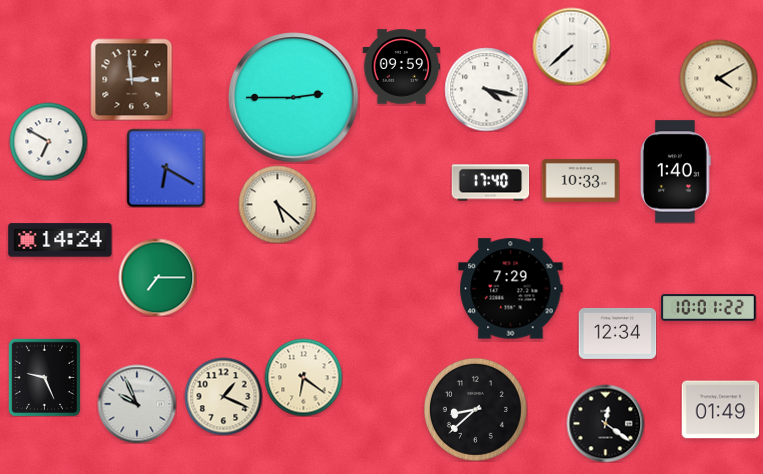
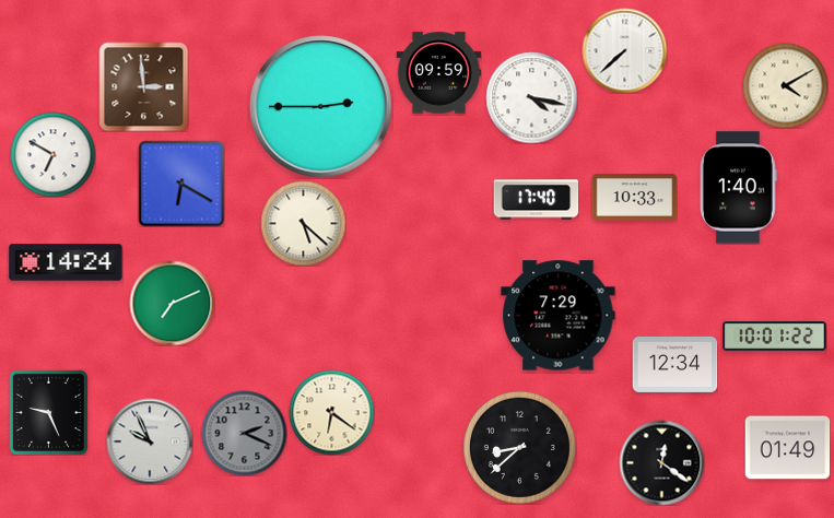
clock at (157, 277): 7:15 -> 7:11
clock at (223, 396): 1:19 -> 2:19
clock at (223, 396) dial: cream -> grey
